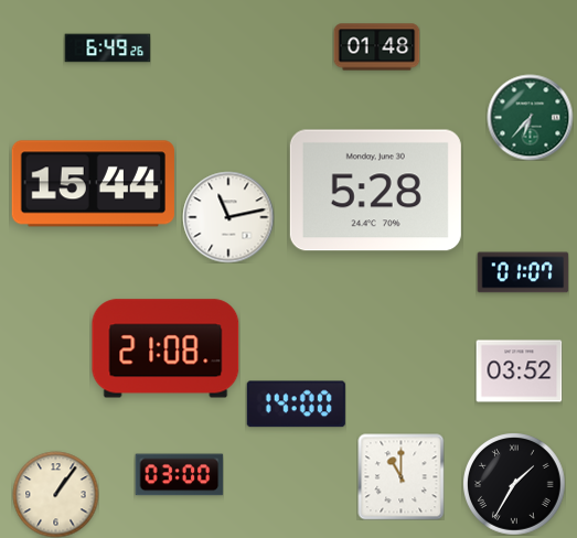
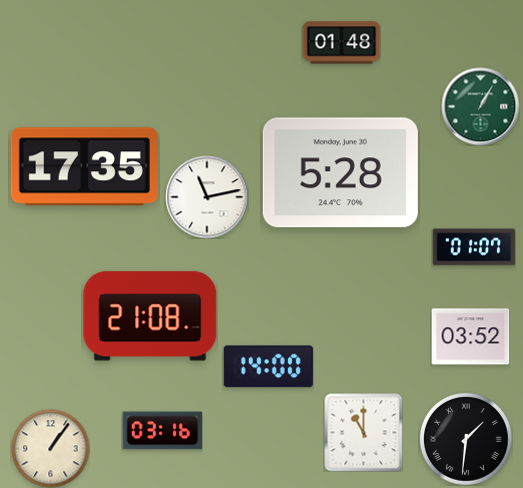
clock at (107, 49): 6:49 -> none
clock at (530, 117): 6:37 -> 1:05
clock at (93, 184): 15:44 -> 17:35
clock at (179, 475): 03:00 -> 03:16
clock at (514, 484): 1:35 -> 1:31
